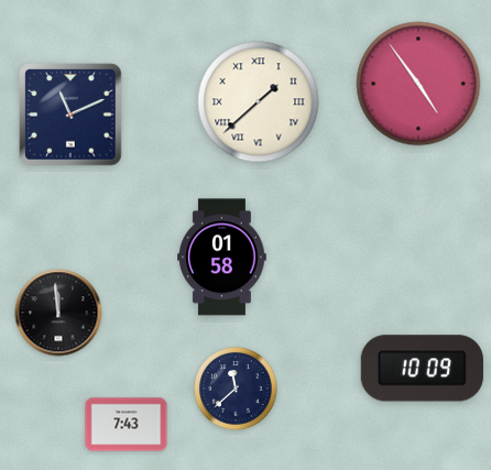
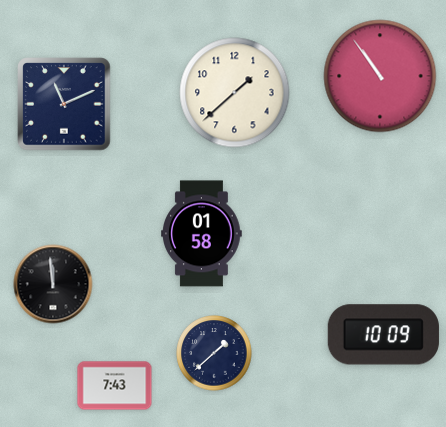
clock at (418, 84): 4:54 -> 10:54
clock at (259, 102) numerals: Roman -> Arabic
clock at (236, 389): 11:38 -> 1:38
